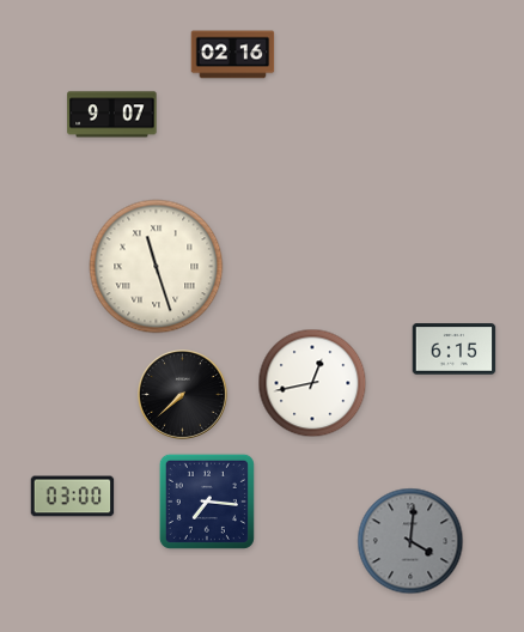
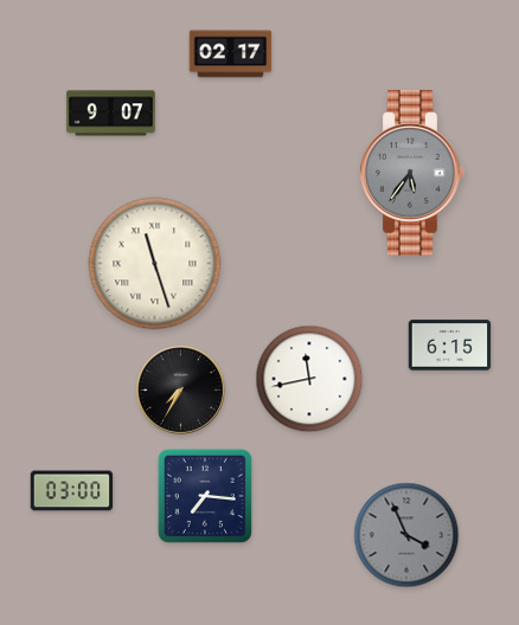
clock at (233, 55): 02:16 -> 02:17
clock at (412, 173): none -> 5:36
clock at (312, 383): 12:43 -> 11:43
clock at (183, 395): 7:38 -> 7:35
clock at (410, 541): 4:01 -> 3:56
